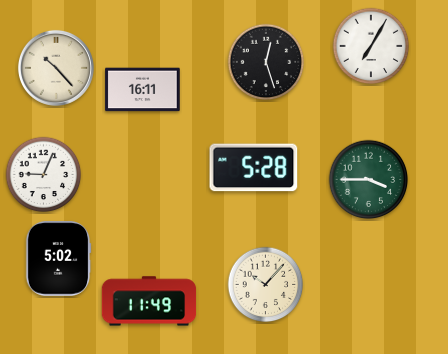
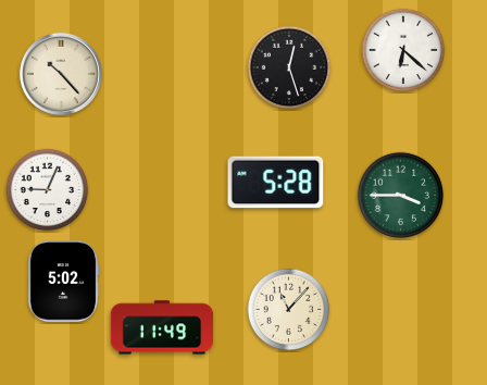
clock at (371, 46): 7:05 -> 6:22
clock at (143, 90): 16:11 -> none
clock at (266, 285): 10:07 -> 11:07
